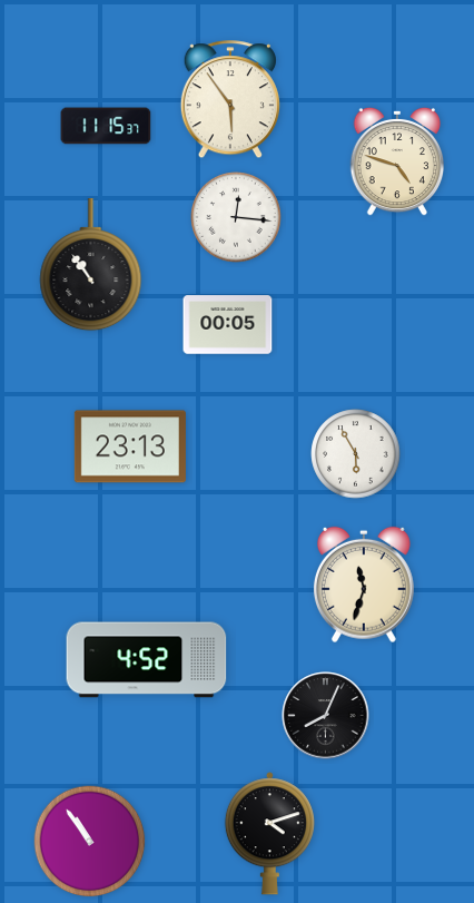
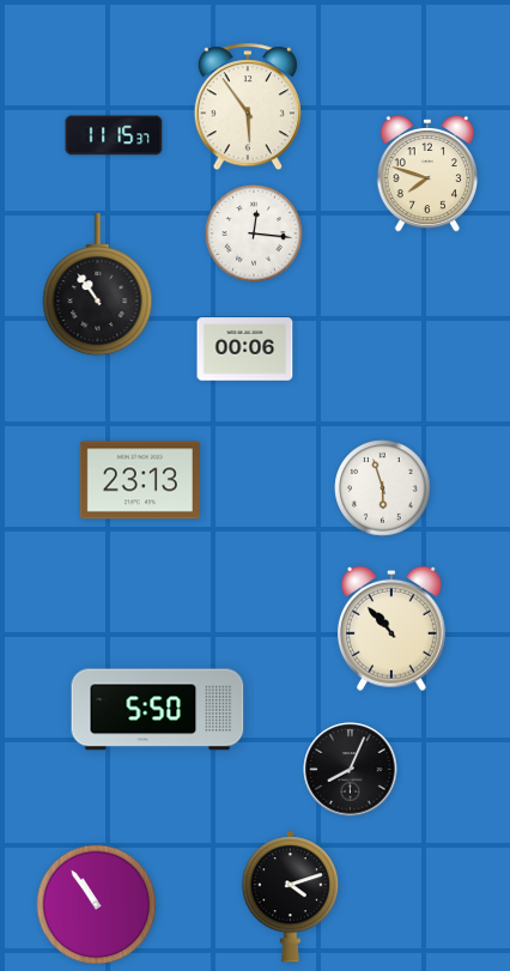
clock at (397, 161): 4:48 -> 7:48
clock at (228, 325): 00:05 -> 00:06
clock at (356, 454): 5:55 -> 5:57
clock at (364, 585): 11:33 -> 10:53
clock at (147, 660): 4:52 -> 5:50
